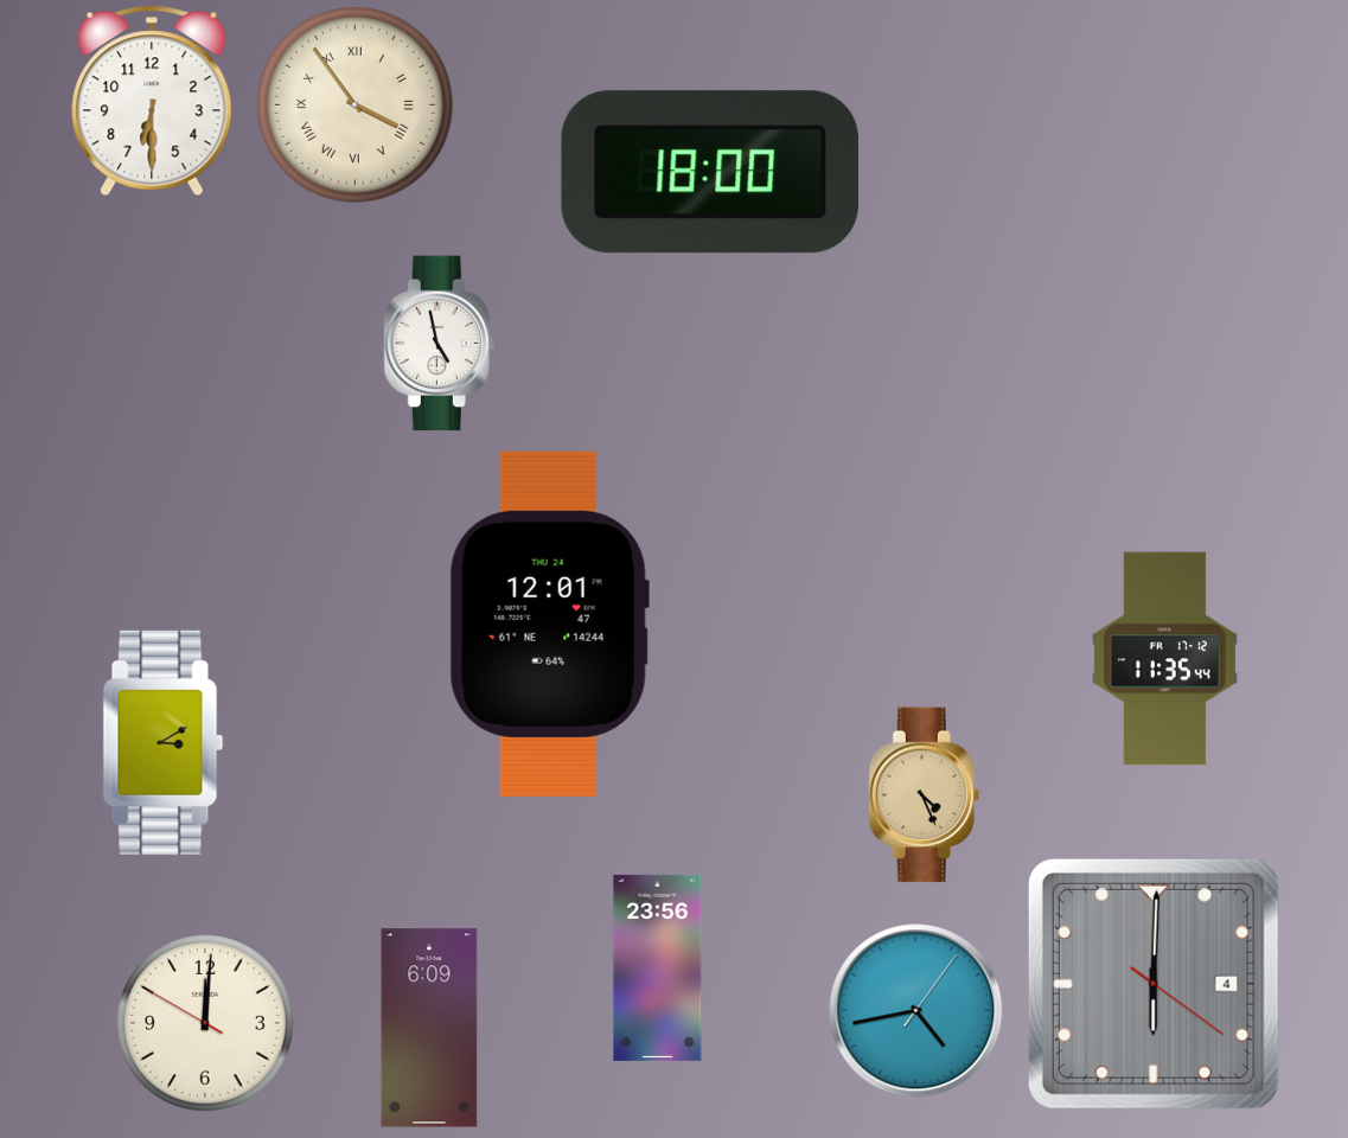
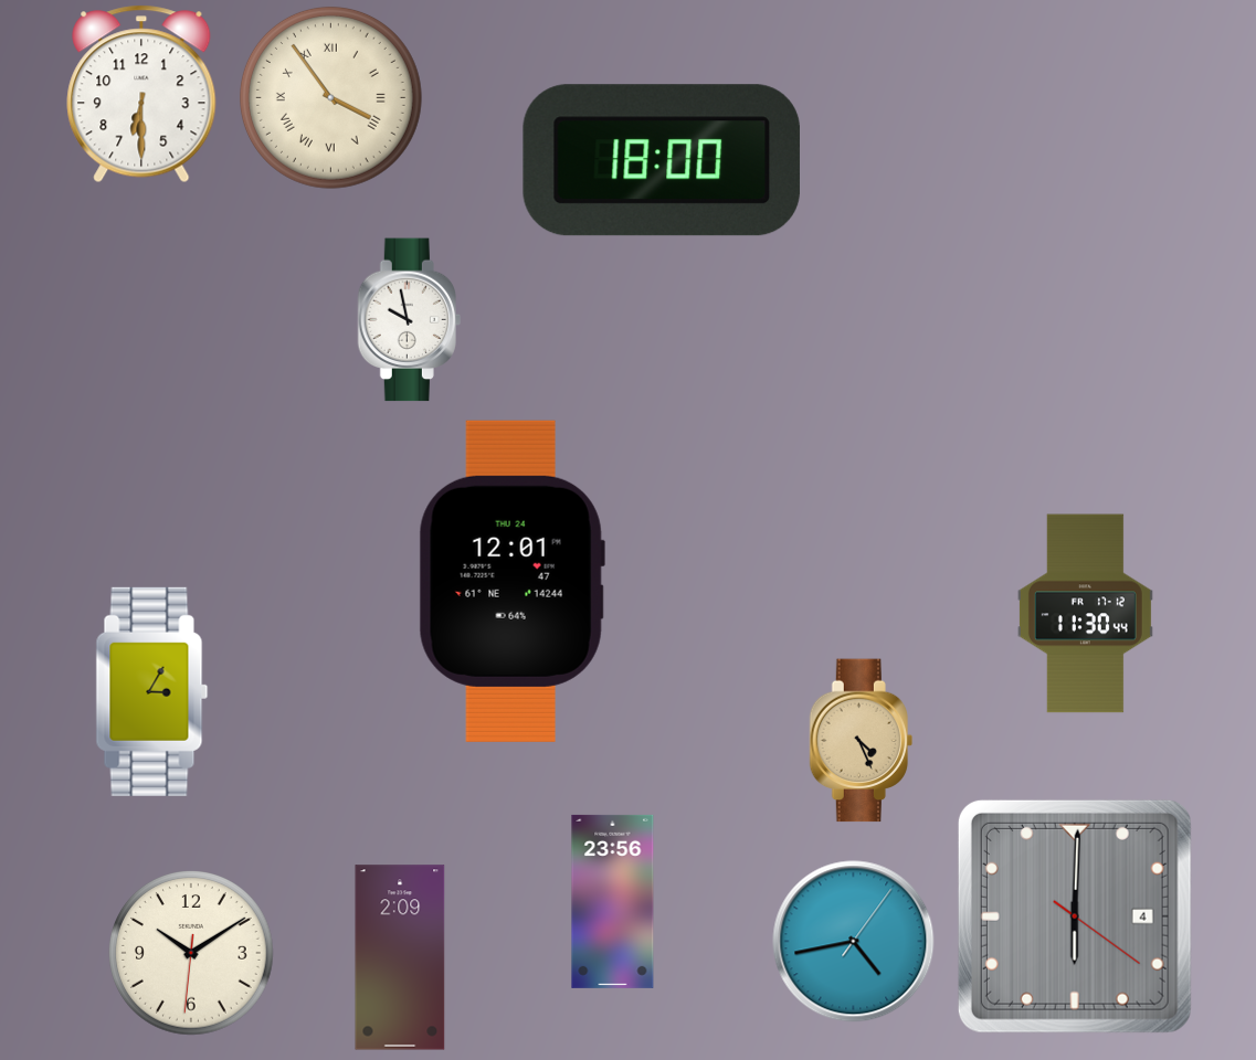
clock at (439, 344): 4:58 -> 9:58
clock at (1164, 659): 11:35 -> 11:30
clock at (164, 742): 3:10 -> 3:05
clock at (206, 1024): 12:00 -> 10:09
clock at (429, 1028): 6:09 -> 2:09
